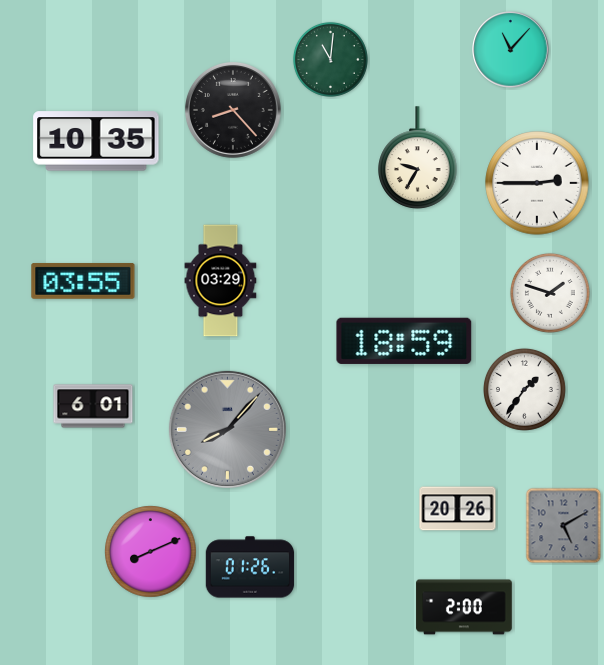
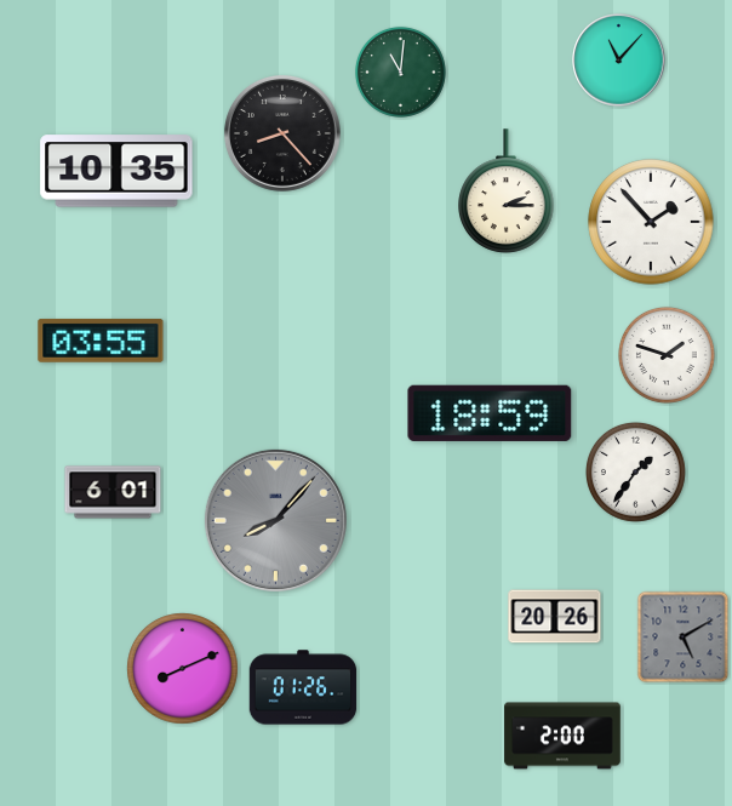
clock at (418, 158): 9:35 -> 2:15
clock at (537, 183): 2:45 -> 1:53
clock at (221, 281): 03:29 -> none
